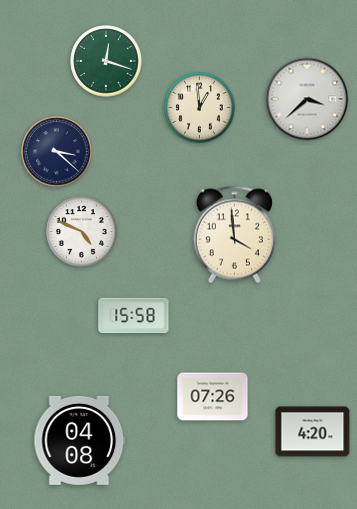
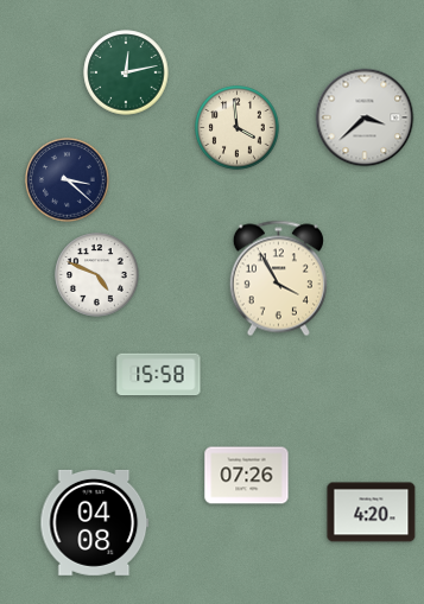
clock at (106, 61): 12:18 -> 12:13
clock at (200, 108): 12:59 -> 3:59
clock at (234, 235): 3:59 -> 3:55
clock at (213, 397) position: (213, 397) -> (247, 476)
